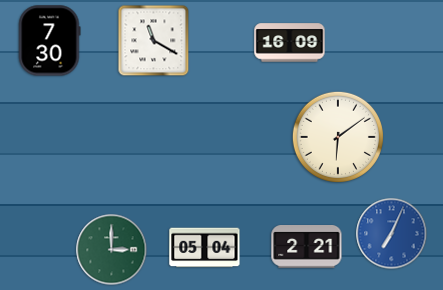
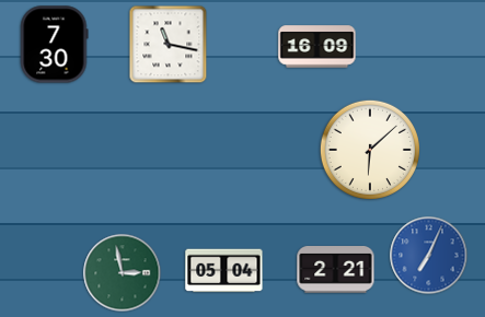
clock at (154, 41): 11:20 -> 11:17
clock at (338, 137): 6:09 -> 6:08
clock at (112, 250): 3:00 -> 2:58
